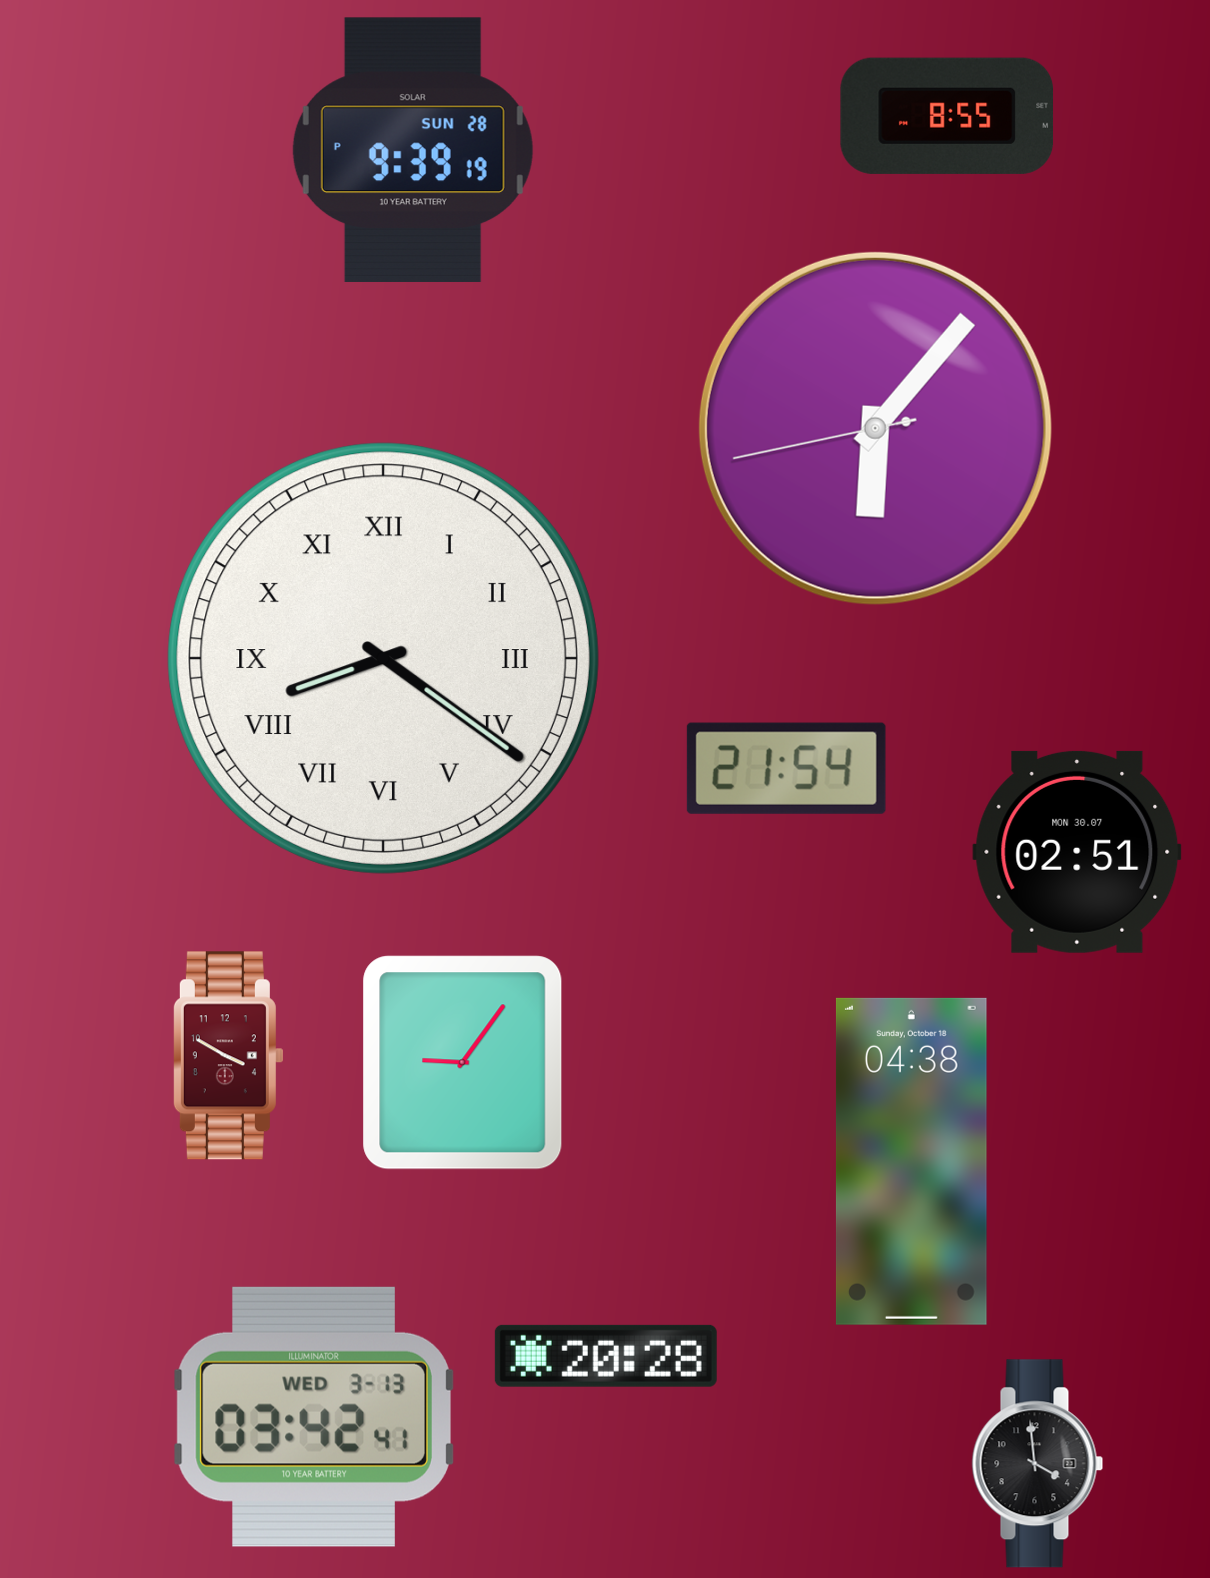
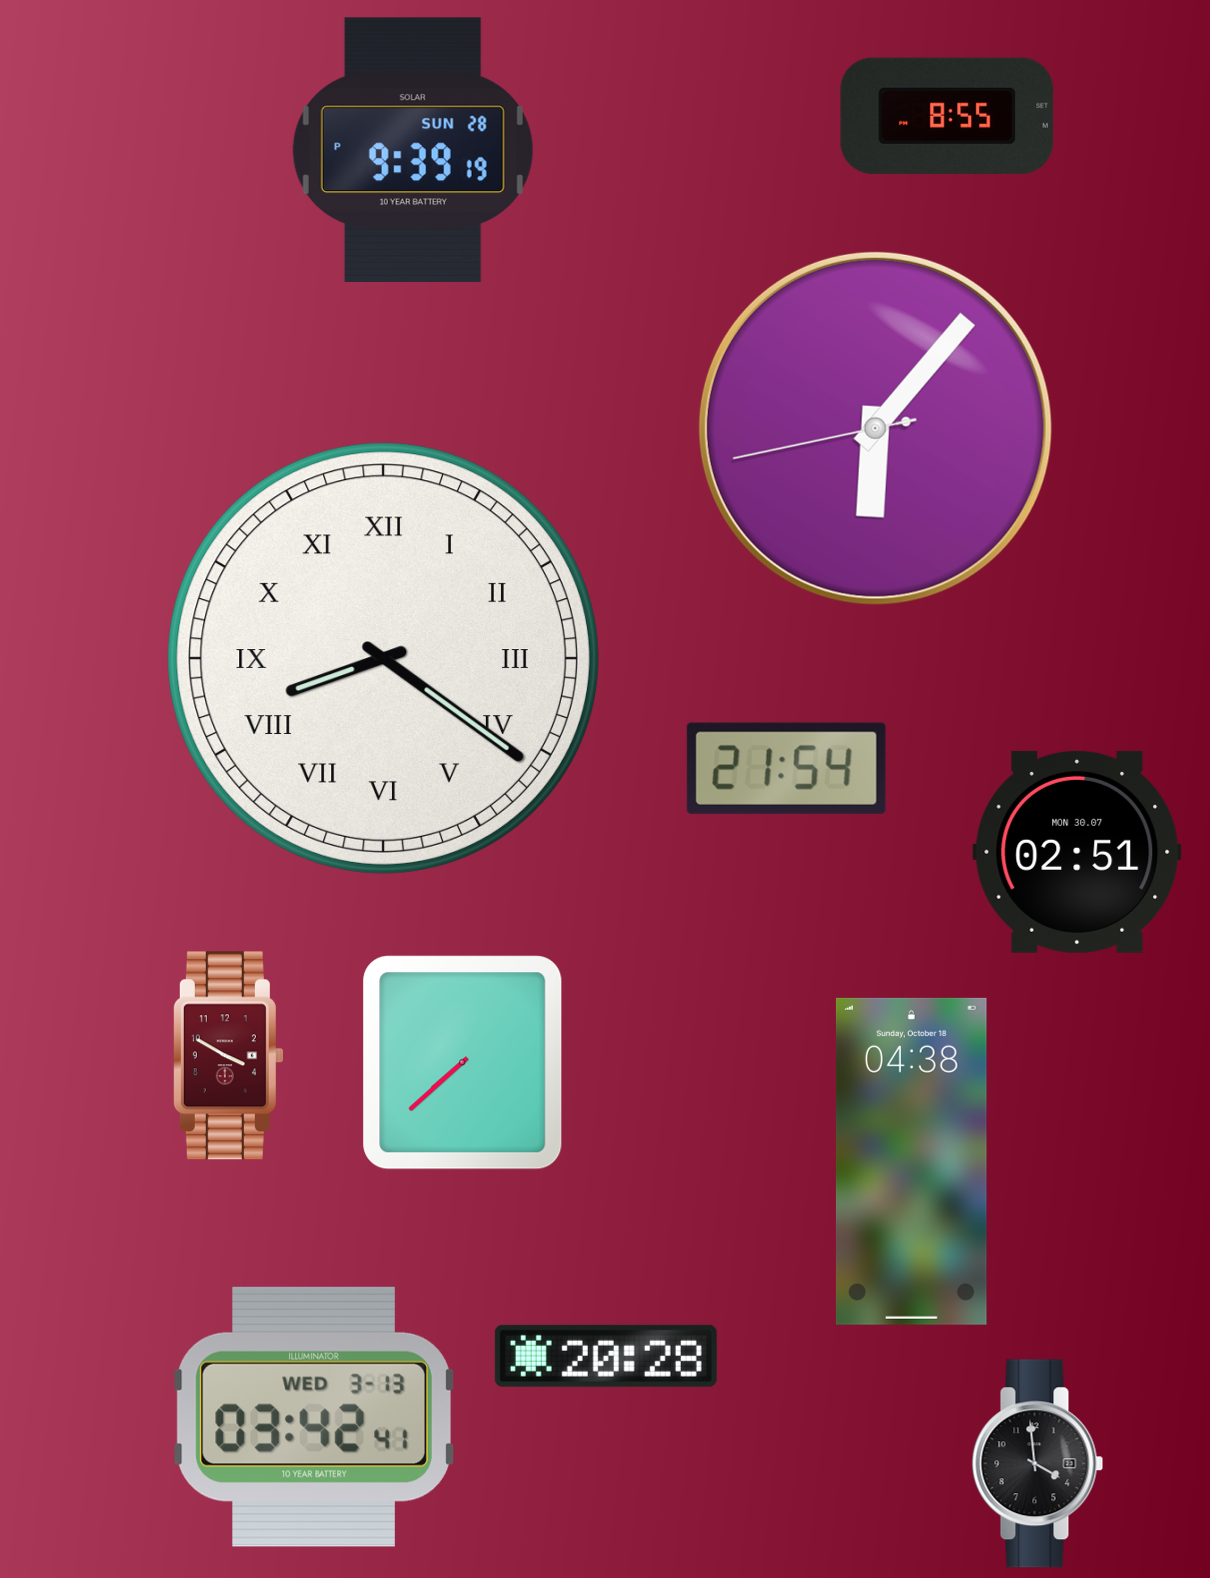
clock at (463, 1063): 9:06 -> 7:38
